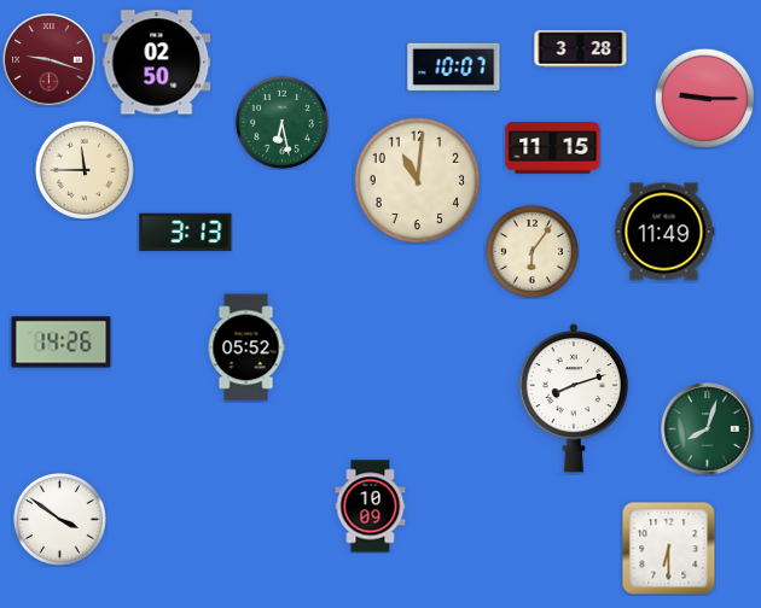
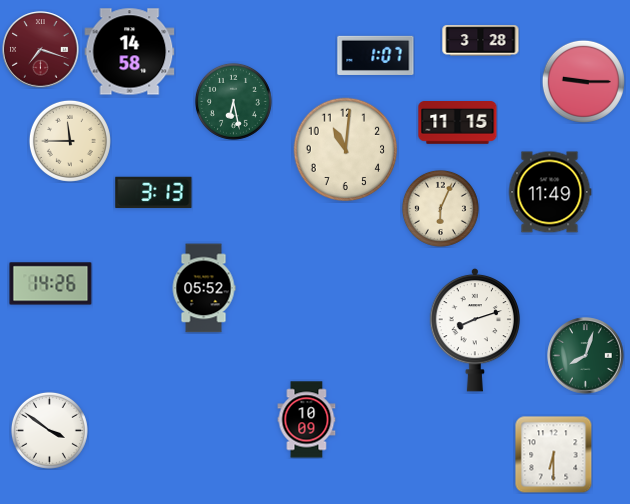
clock at (50, 60): 9:18 -> 7:18
clock at (157, 63): 02:50 -> 14:58
clock at (454, 66): 10:07 -> 1:07
clock at (531, 251): 6:06 -> 6:04
